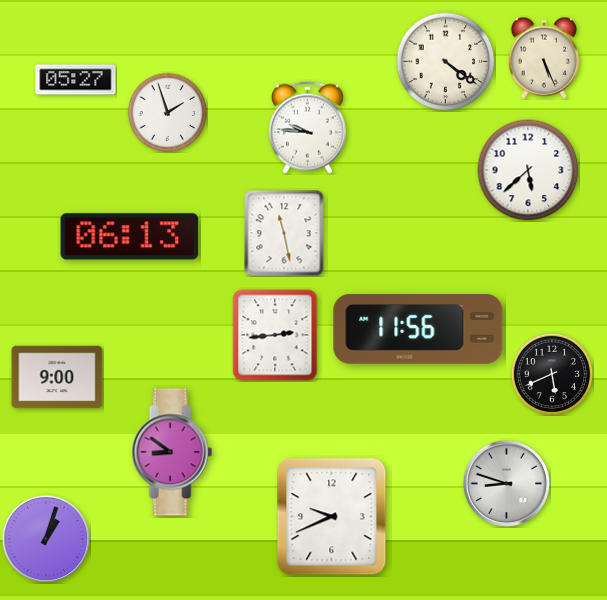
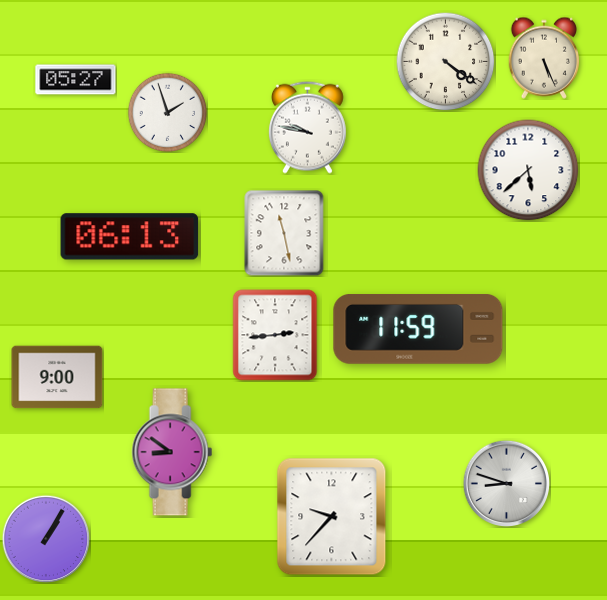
clock at (307, 127): 9:46 -> 9:47
clock at (418, 330): 11:56 -> 11:59
clock at (552, 374): 5:41 -> none
clock at (332, 517): 9:41 -> 9:37
clock at (46, 539): 1:03 -> 1:05
